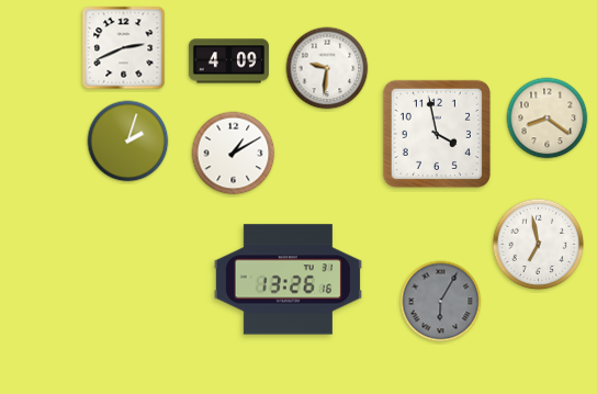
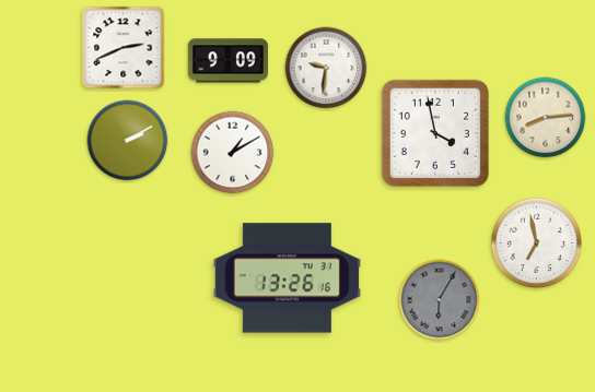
clock at (228, 61): 4:09 -> 9:09
clock at (548, 119): 8:21 -> 8:14
clock at (128, 142): 2:03 -> 2:10
